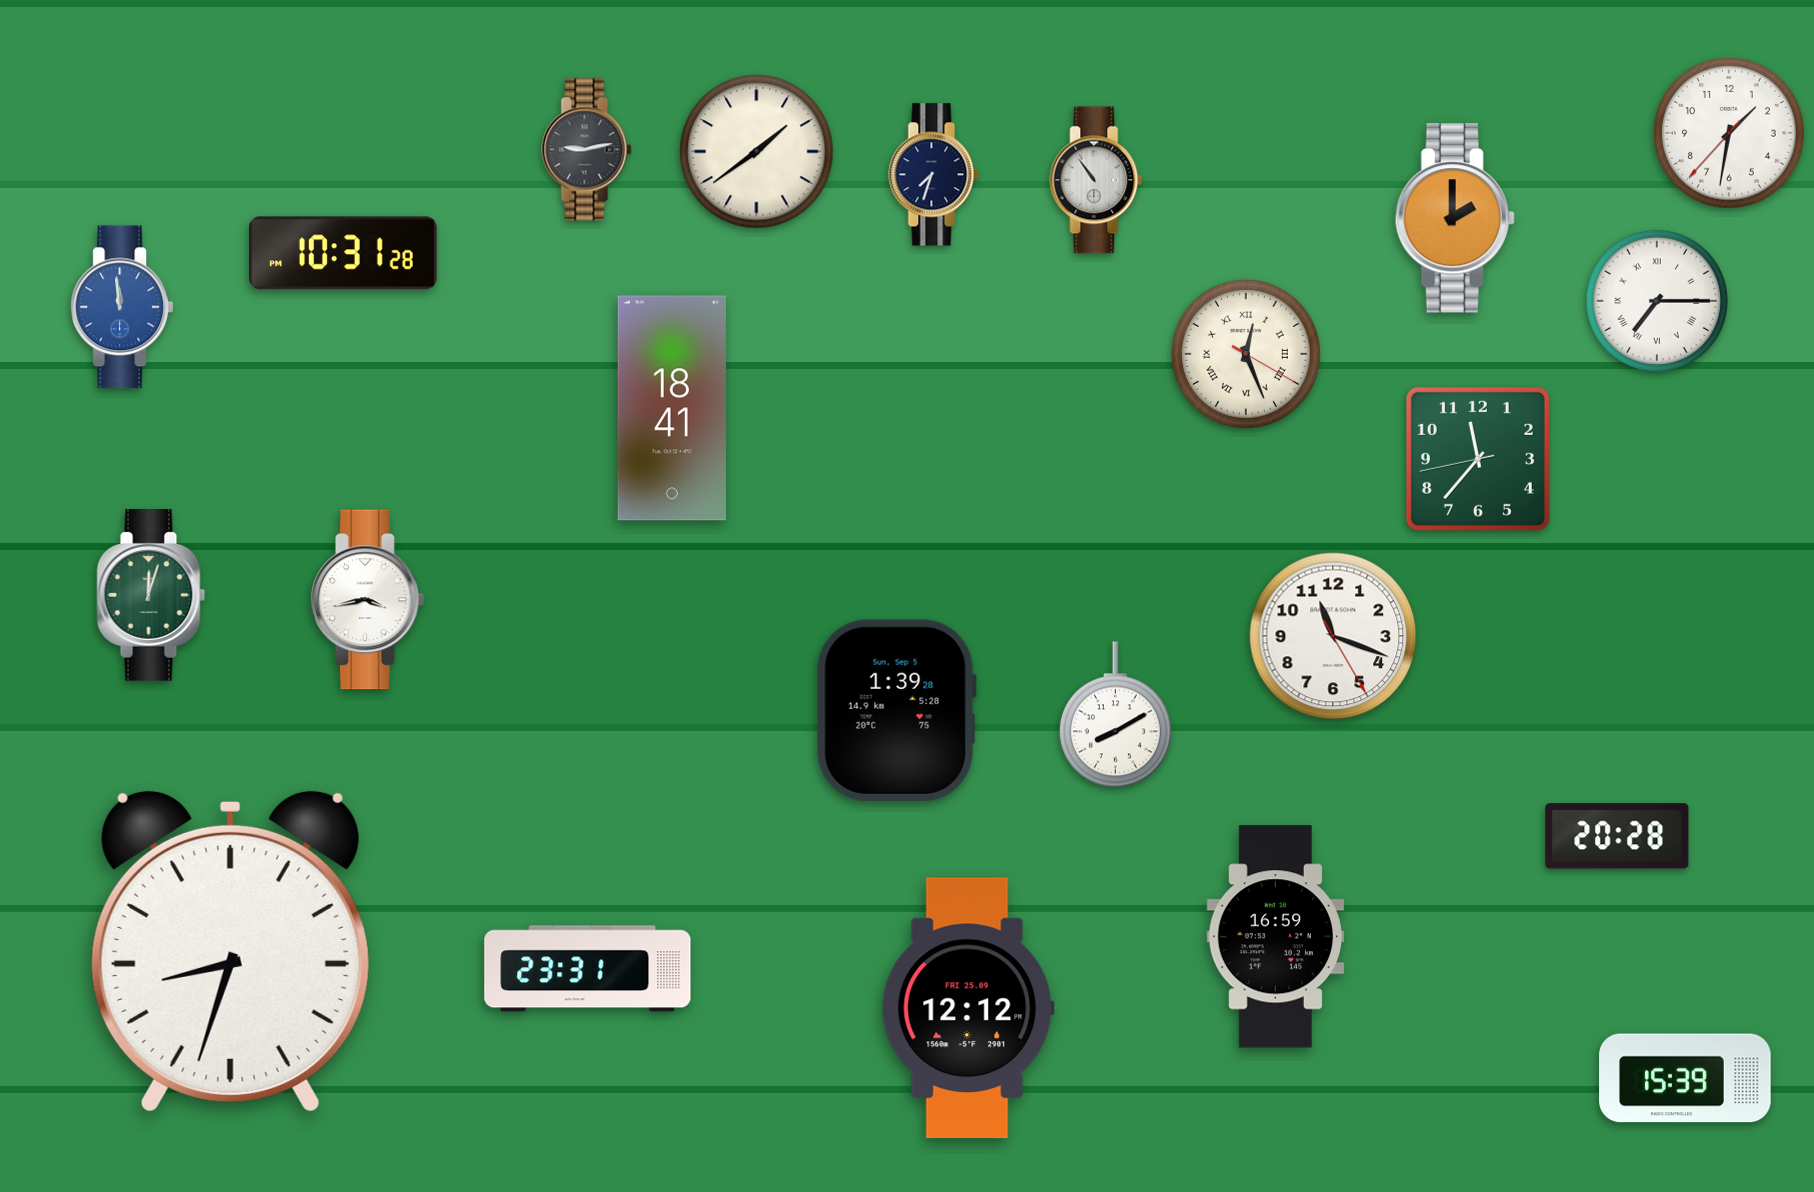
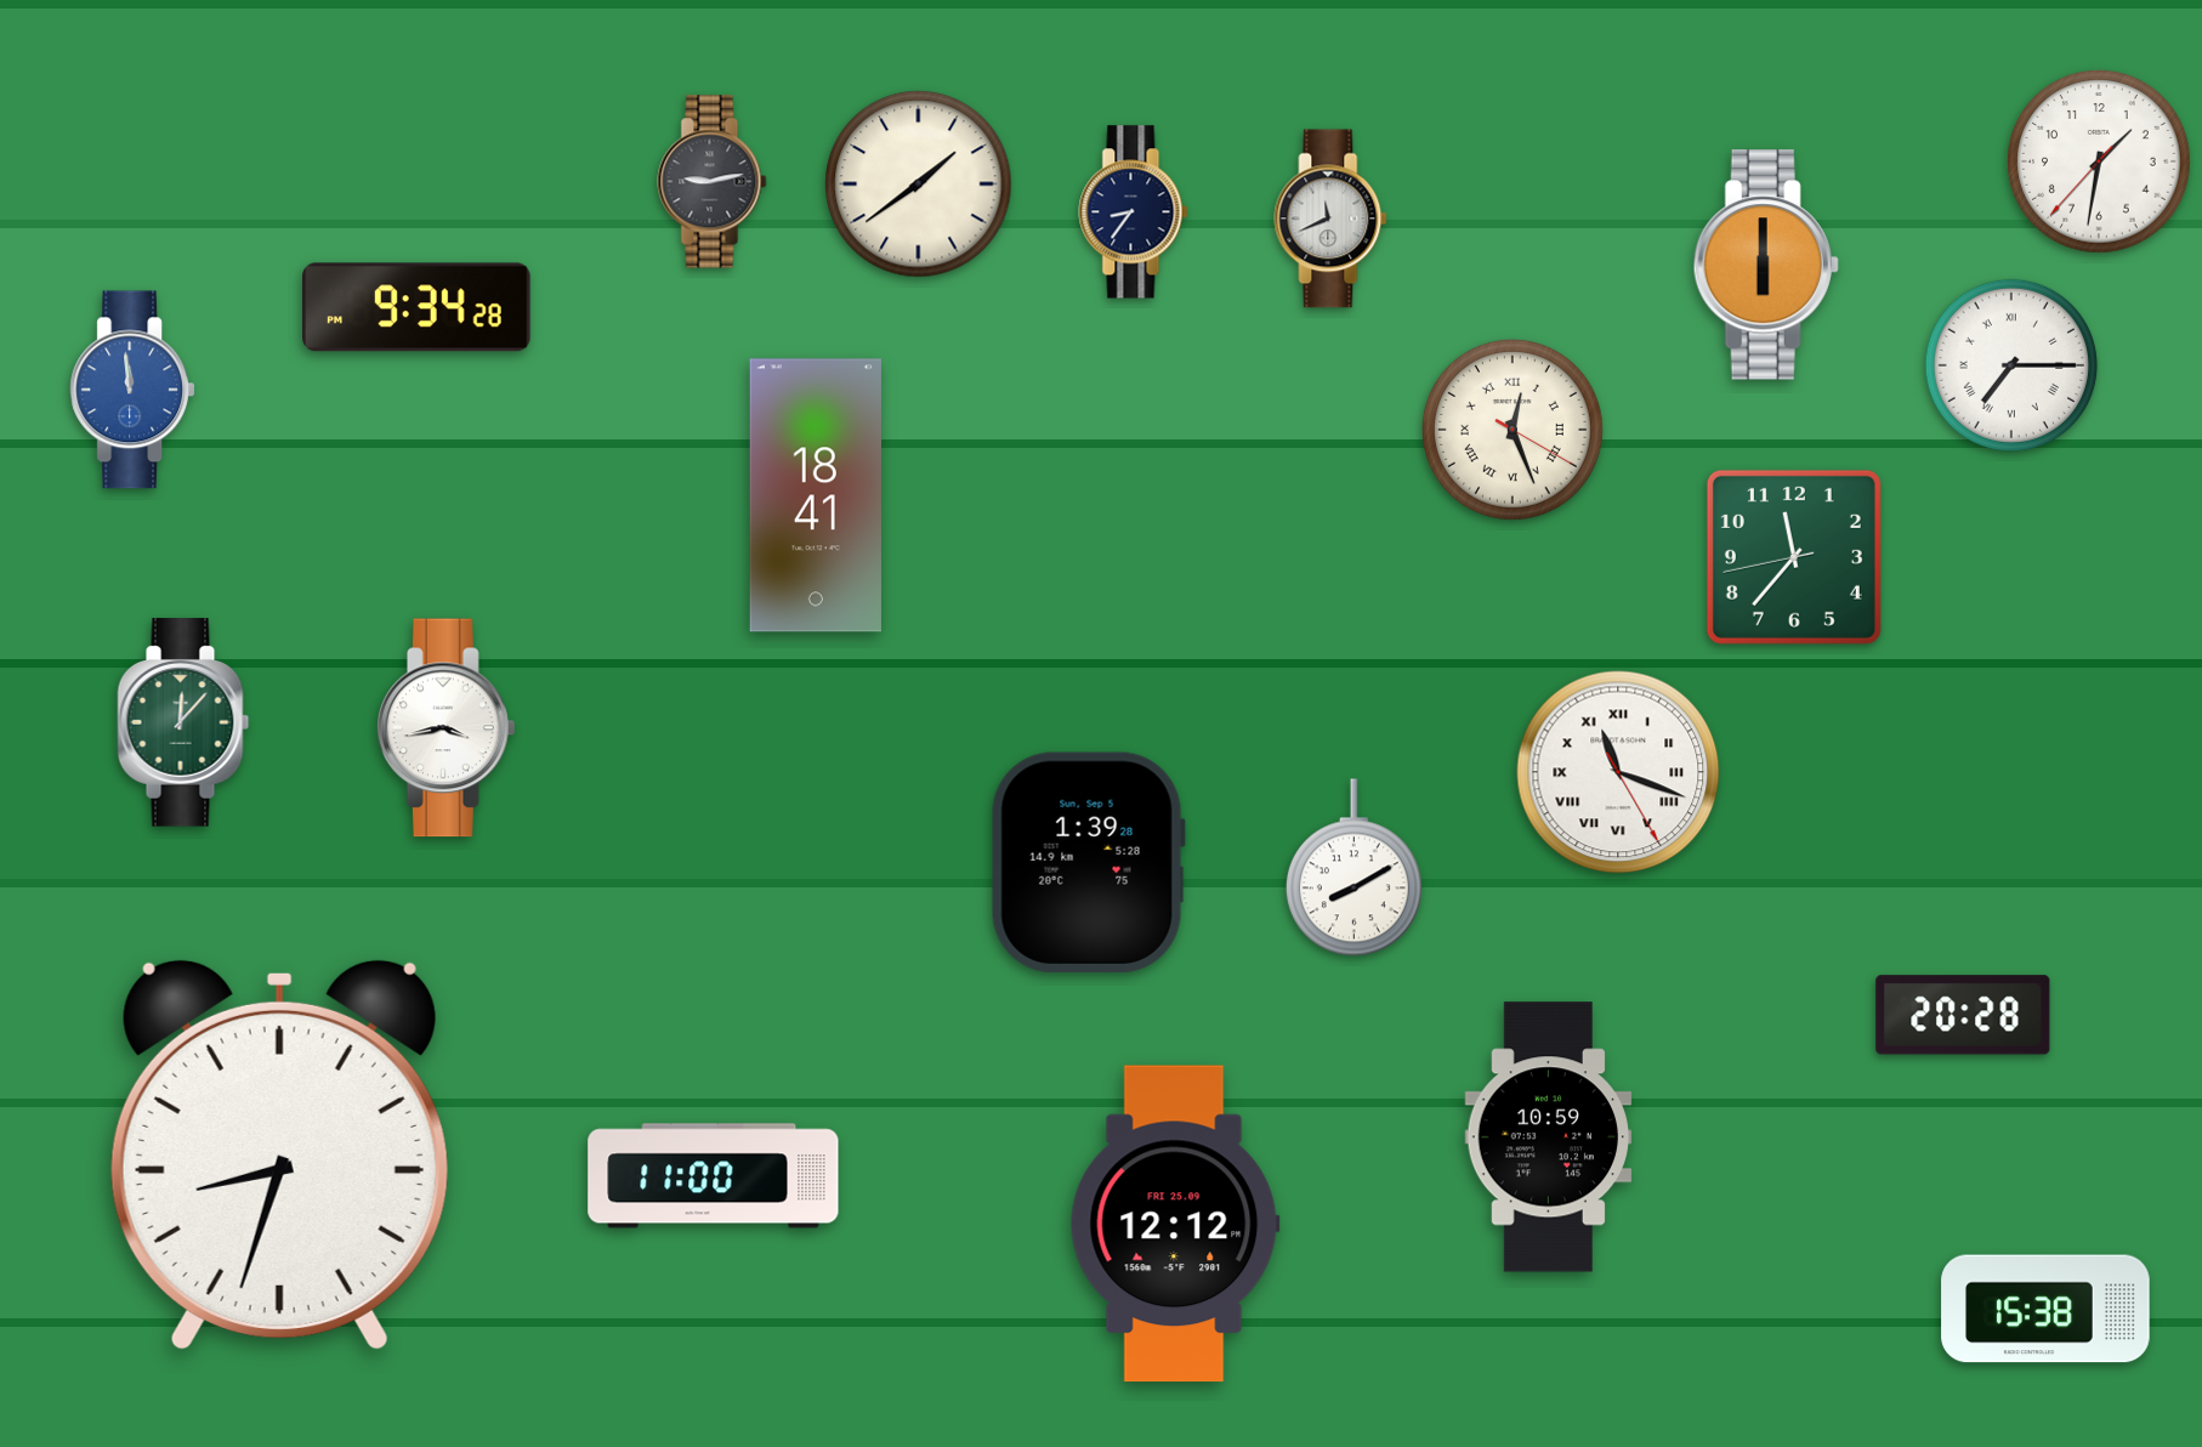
clock at (934, 175): 7:33 -> 8:36
clock at (1096, 180): 10:54 -> 11:41
clock at (1455, 218): 2:00 -> 6:00
clock at (344, 253): 10:31 -> 9:34
clock at (122, 307) position: (122, 307) -> (132, 390)
clock at (151, 595): 12:03 -> 12:07
clock at (1333, 636) numerals: Arabic -> Roman
clock at (1276, 937): 16:59 -> 10:59
clock at (588, 969): 23:31 -> 11:00
clock at (1685, 1078): 15:39 -> 15:38
